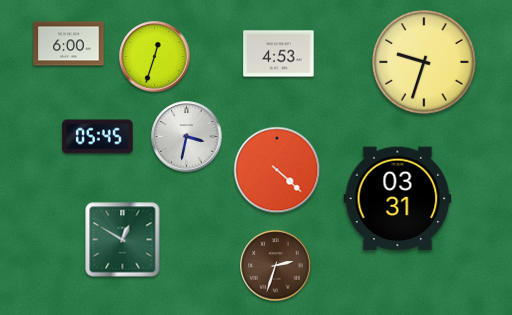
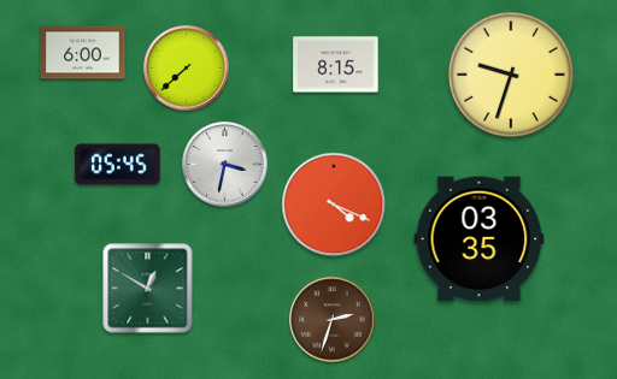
clock at (279, 54): 4:53 -> 8:15
clock at (155, 57): 12:33 -> 7:38
clock at (277, 170): 4:22 -> 4:19
clock at (398, 199): 03:31 -> 03:35
